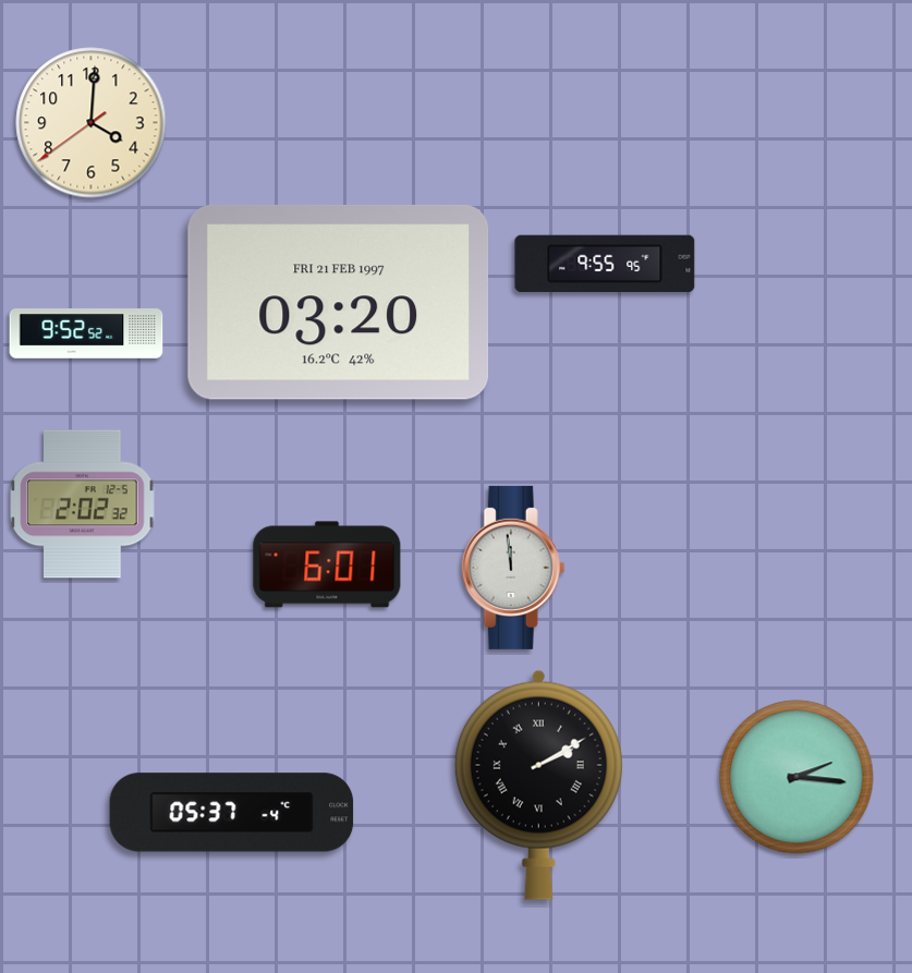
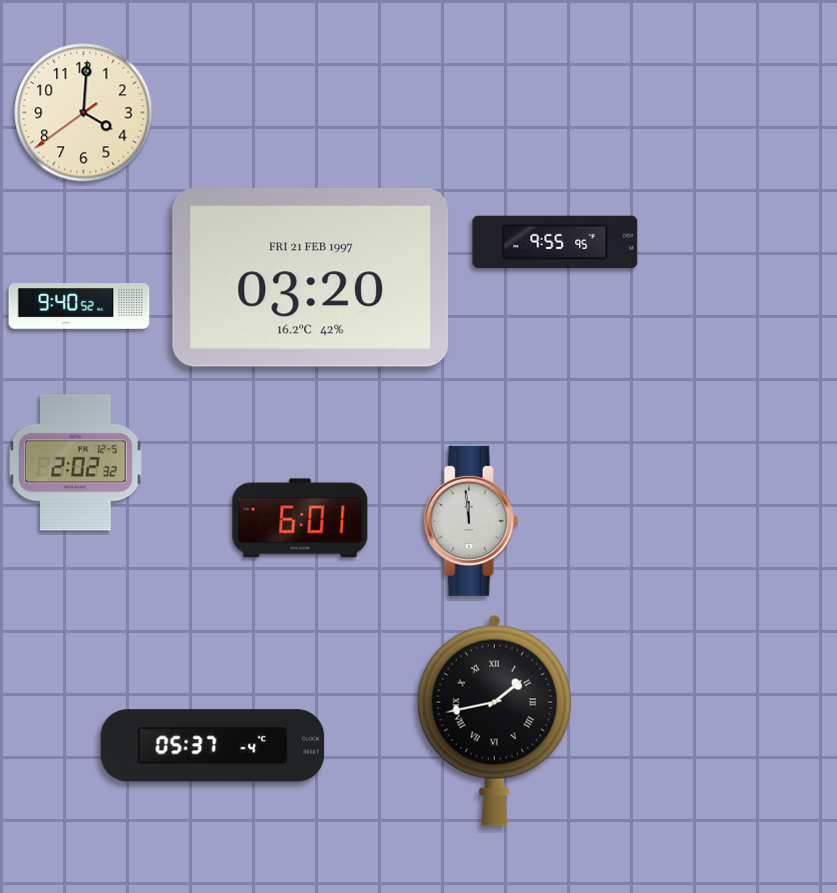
clock at (86, 333): 9:52 -> 9:40
clock at (797, 777): 2:16 -> none
clock at (538, 785): 2:10 -> 1:43
